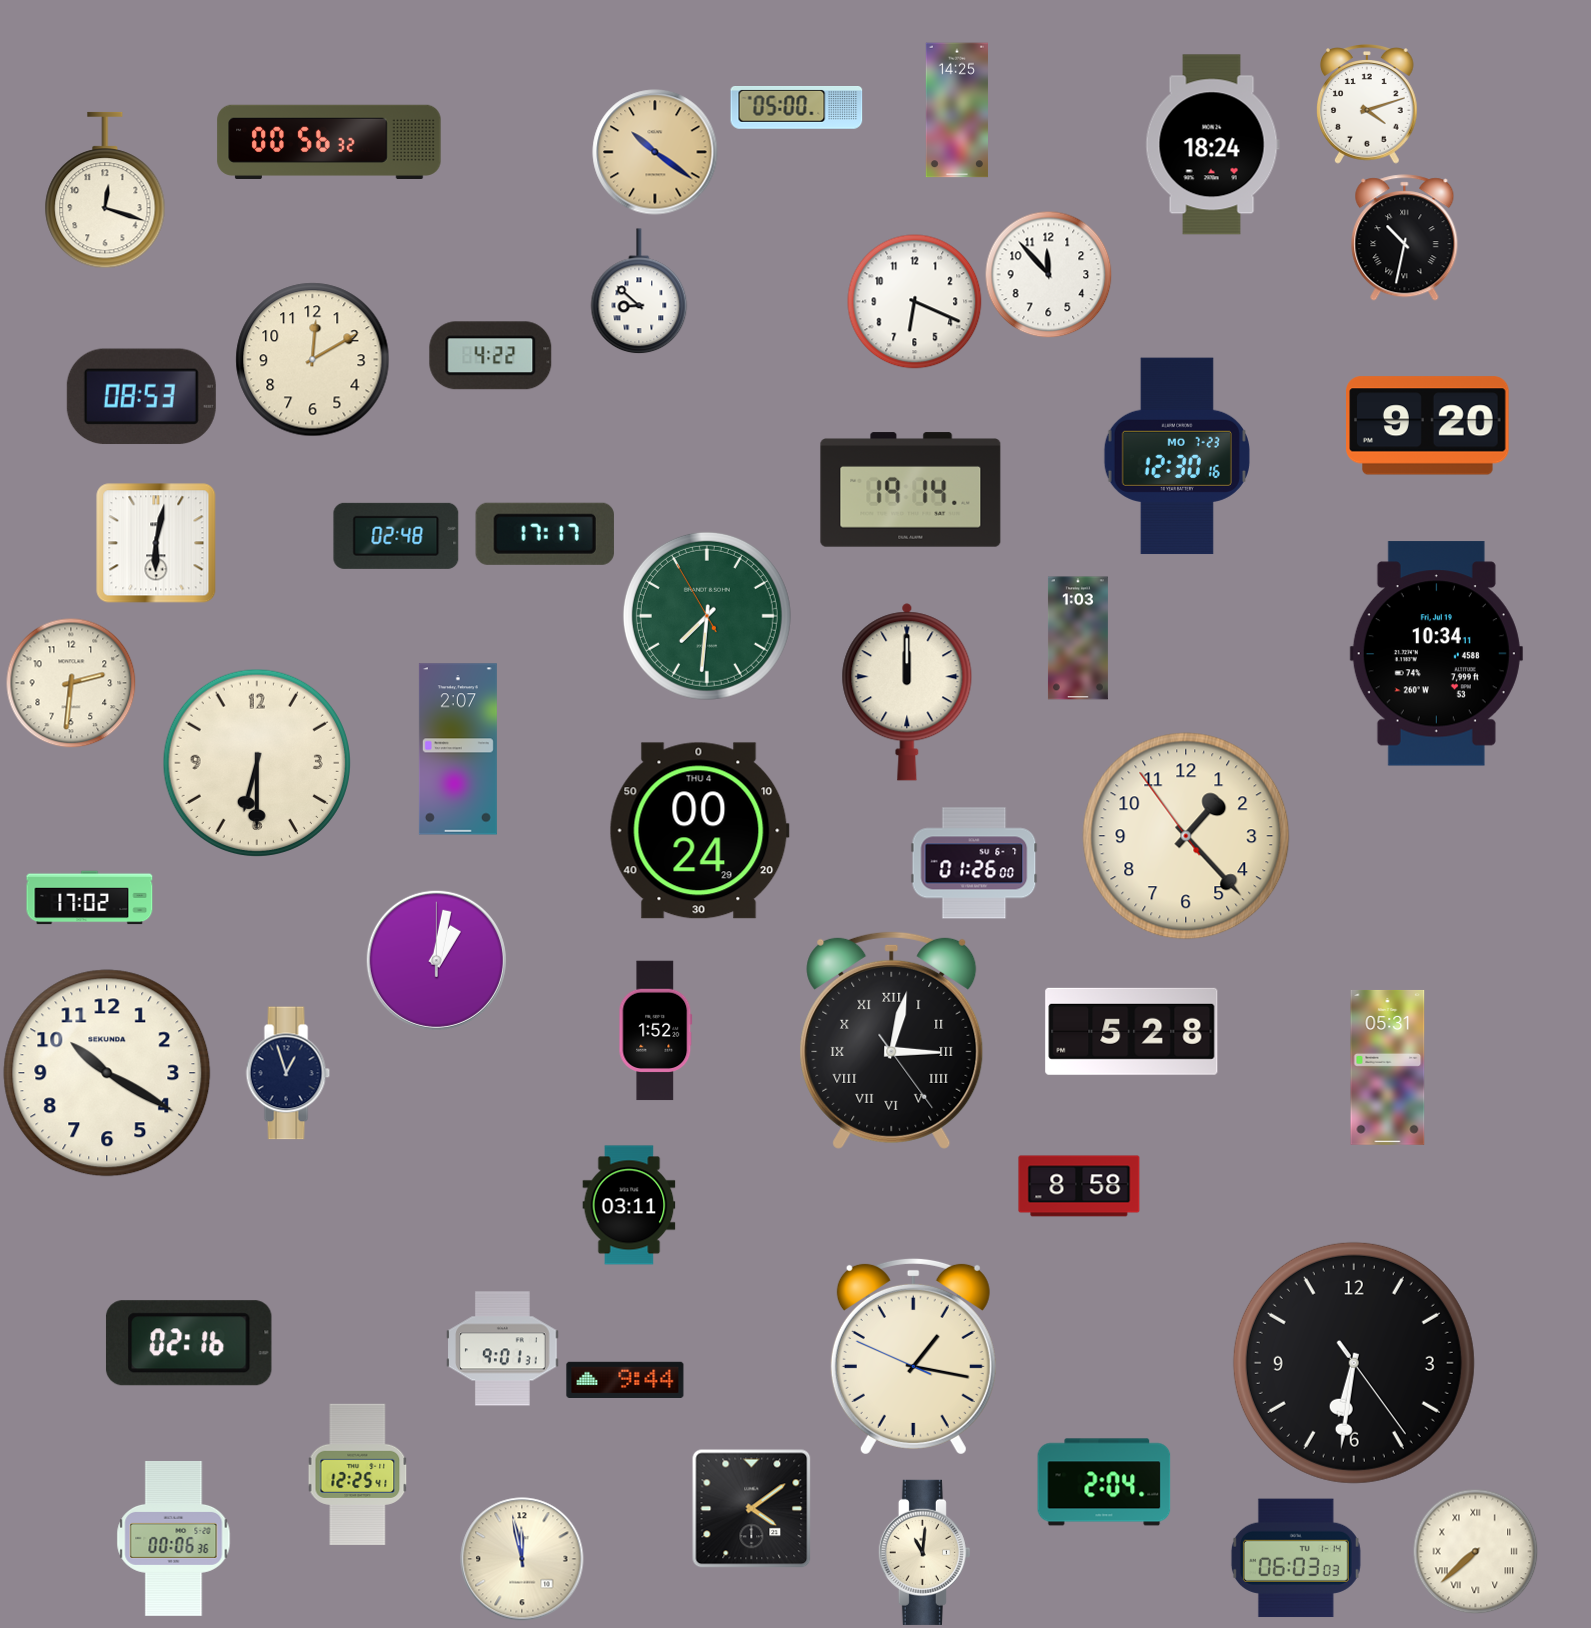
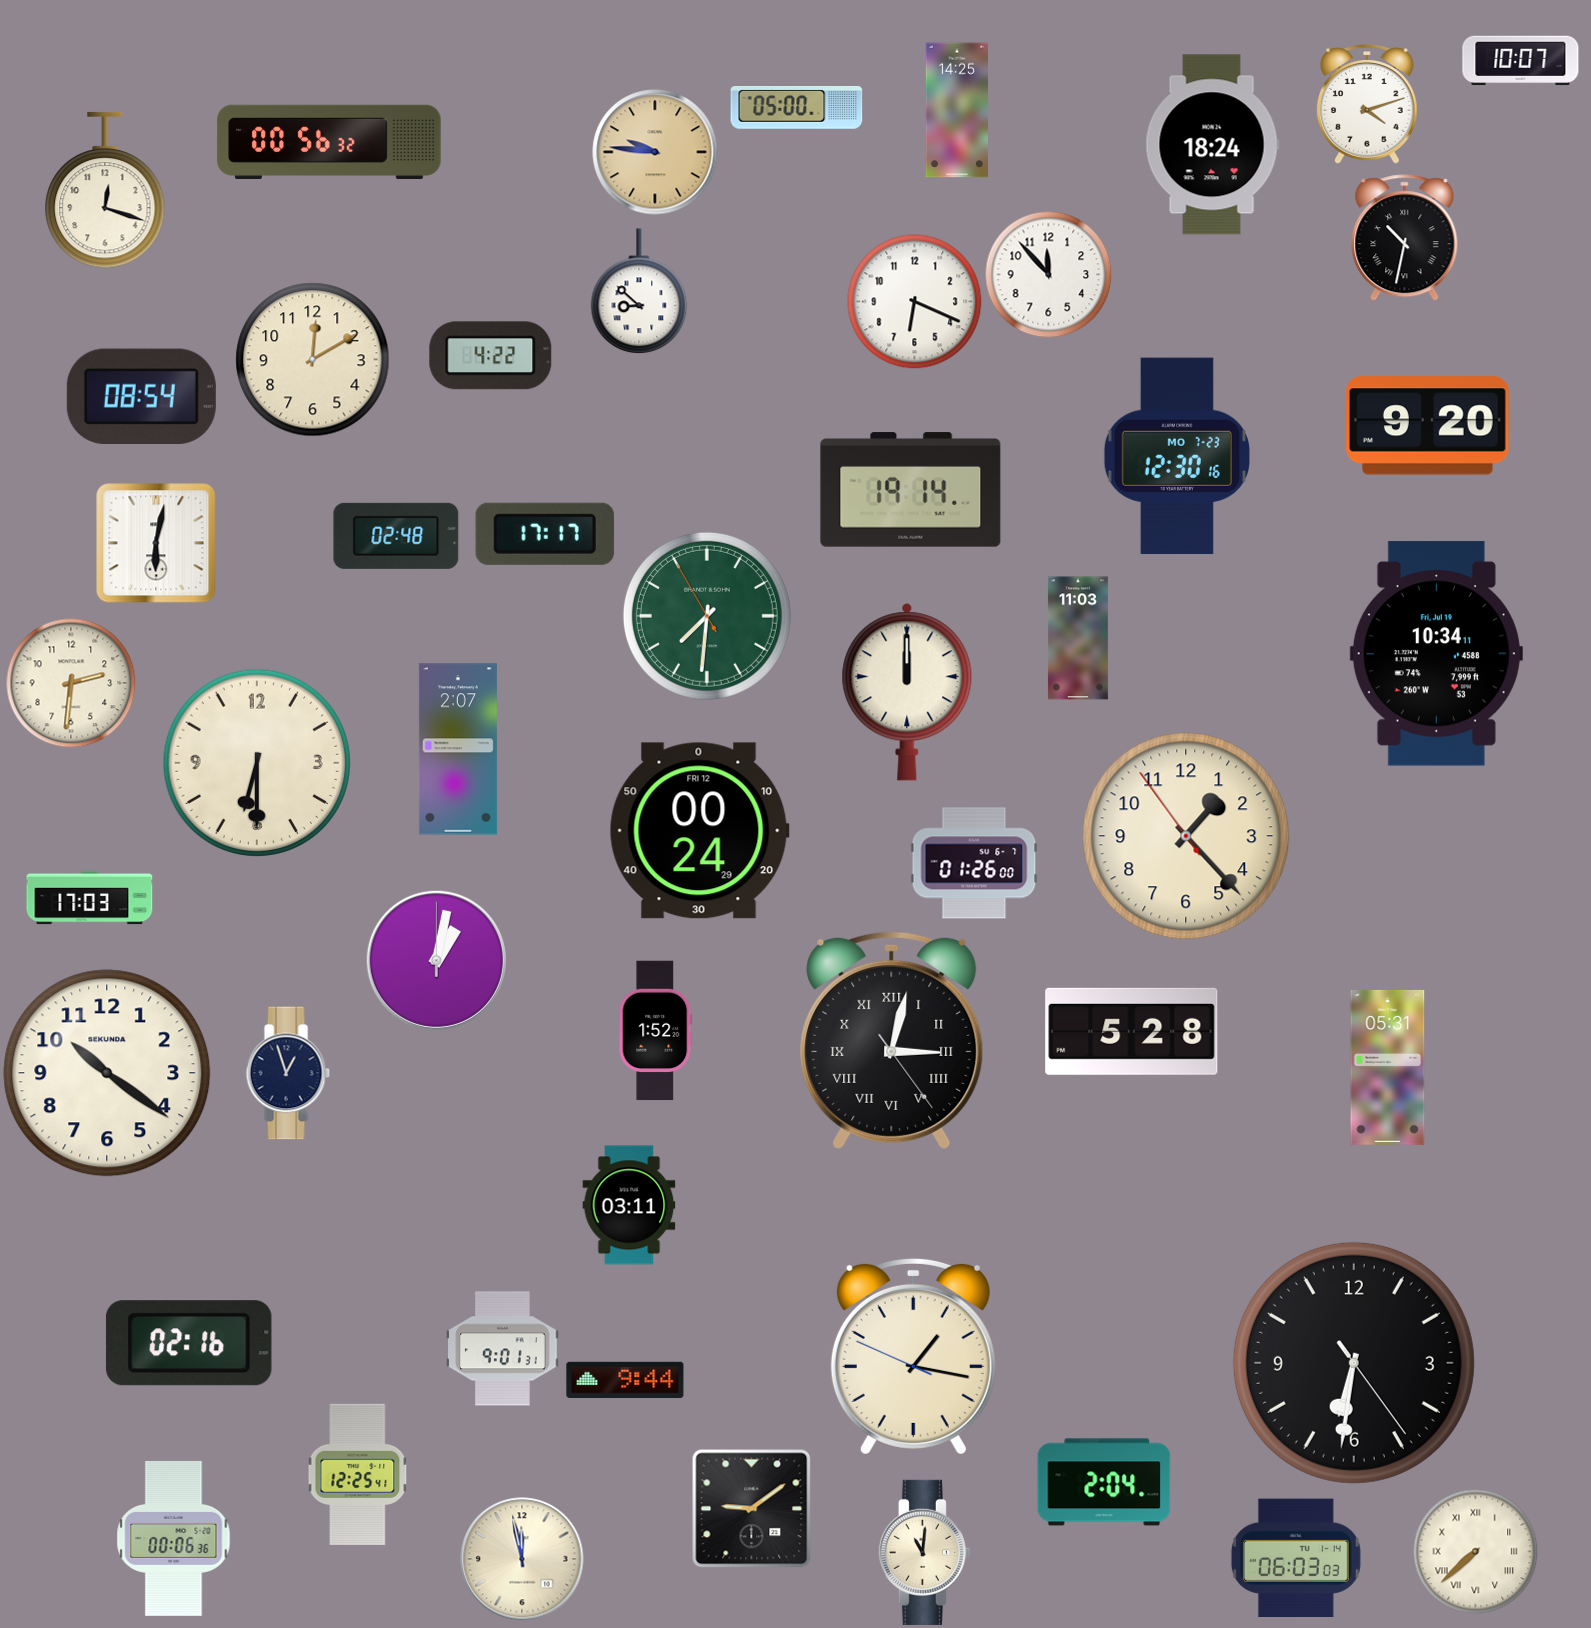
clock at (1521, 61): none -> 10:07
clock at (655, 152): 10:21 -> 9:46
clock at (141, 397): 08:53 -> 08:54
clock at (1078, 638): 1:03 -> 11:03
clock at (699, 831) date: THU 4 -> FRI 12
clock at (90, 898): 17:02 -> 17:03
clock at (107, 1073): 10:20 -> 10:21
clock at (1079, 1186): 8:58 -> none
clock at (751, 1508): 4:09 -> 9:09
